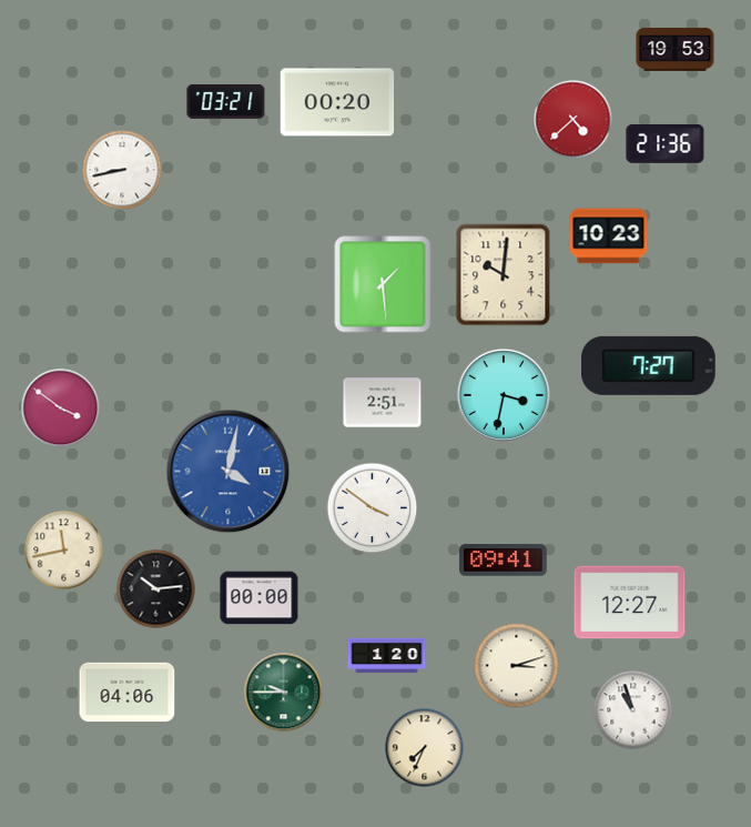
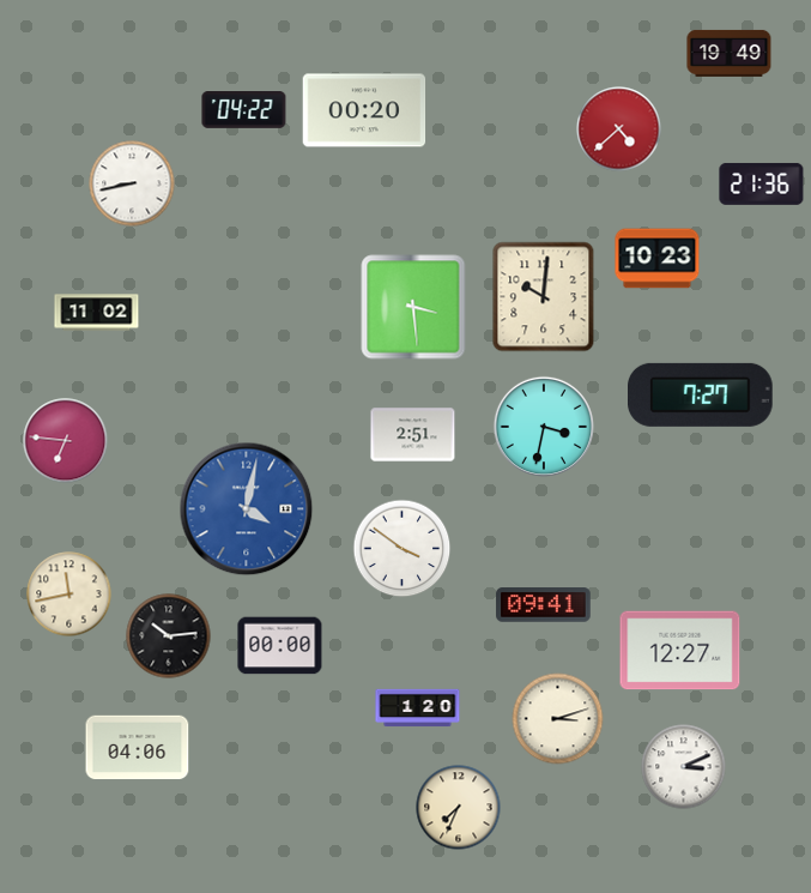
clock at (676, 49): 19:53 -> 19:49
clock at (226, 102): 03:21 -> 04:22
clock at (666, 143) position: (666, 143) -> (762, 183)
clock at (609, 236) position: (609, 236) -> (658, 259)
clock at (383, 284): 1:29 -> 3:29
clock at (97, 313): none -> 11:02
clock at (61, 409): 3:51 -> 6:46
clock at (284, 693): 9:45 -> none
clock at (633, 710): 10:57 -> 3:11
